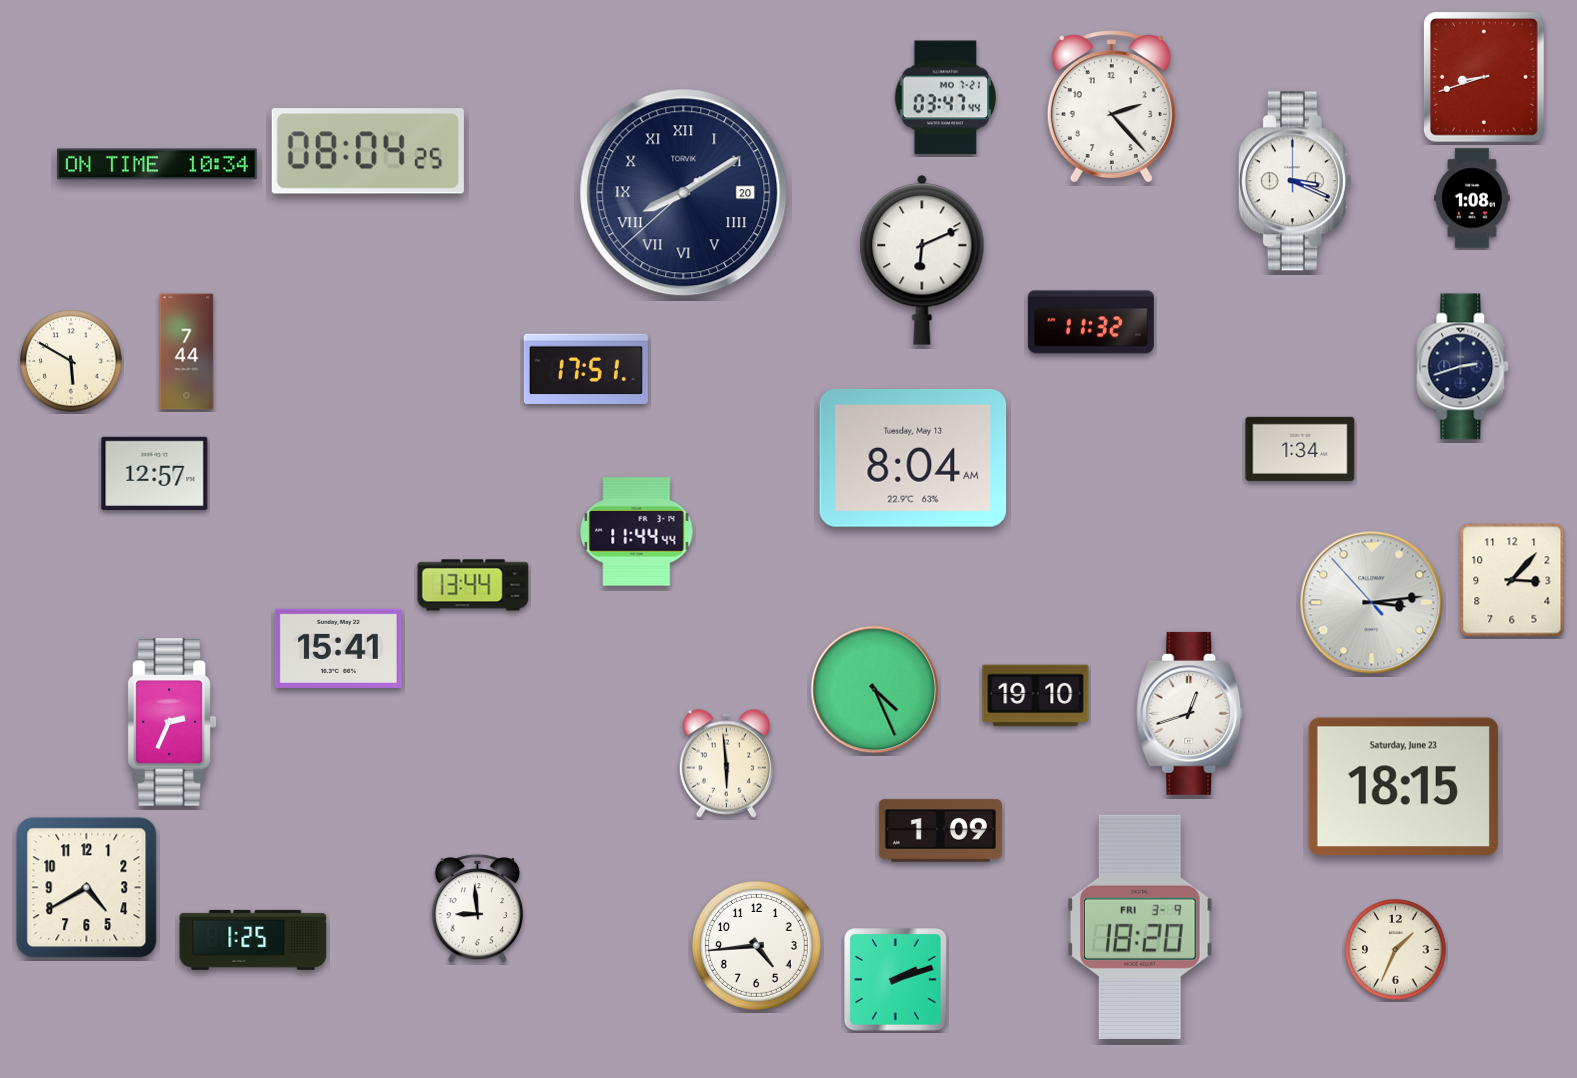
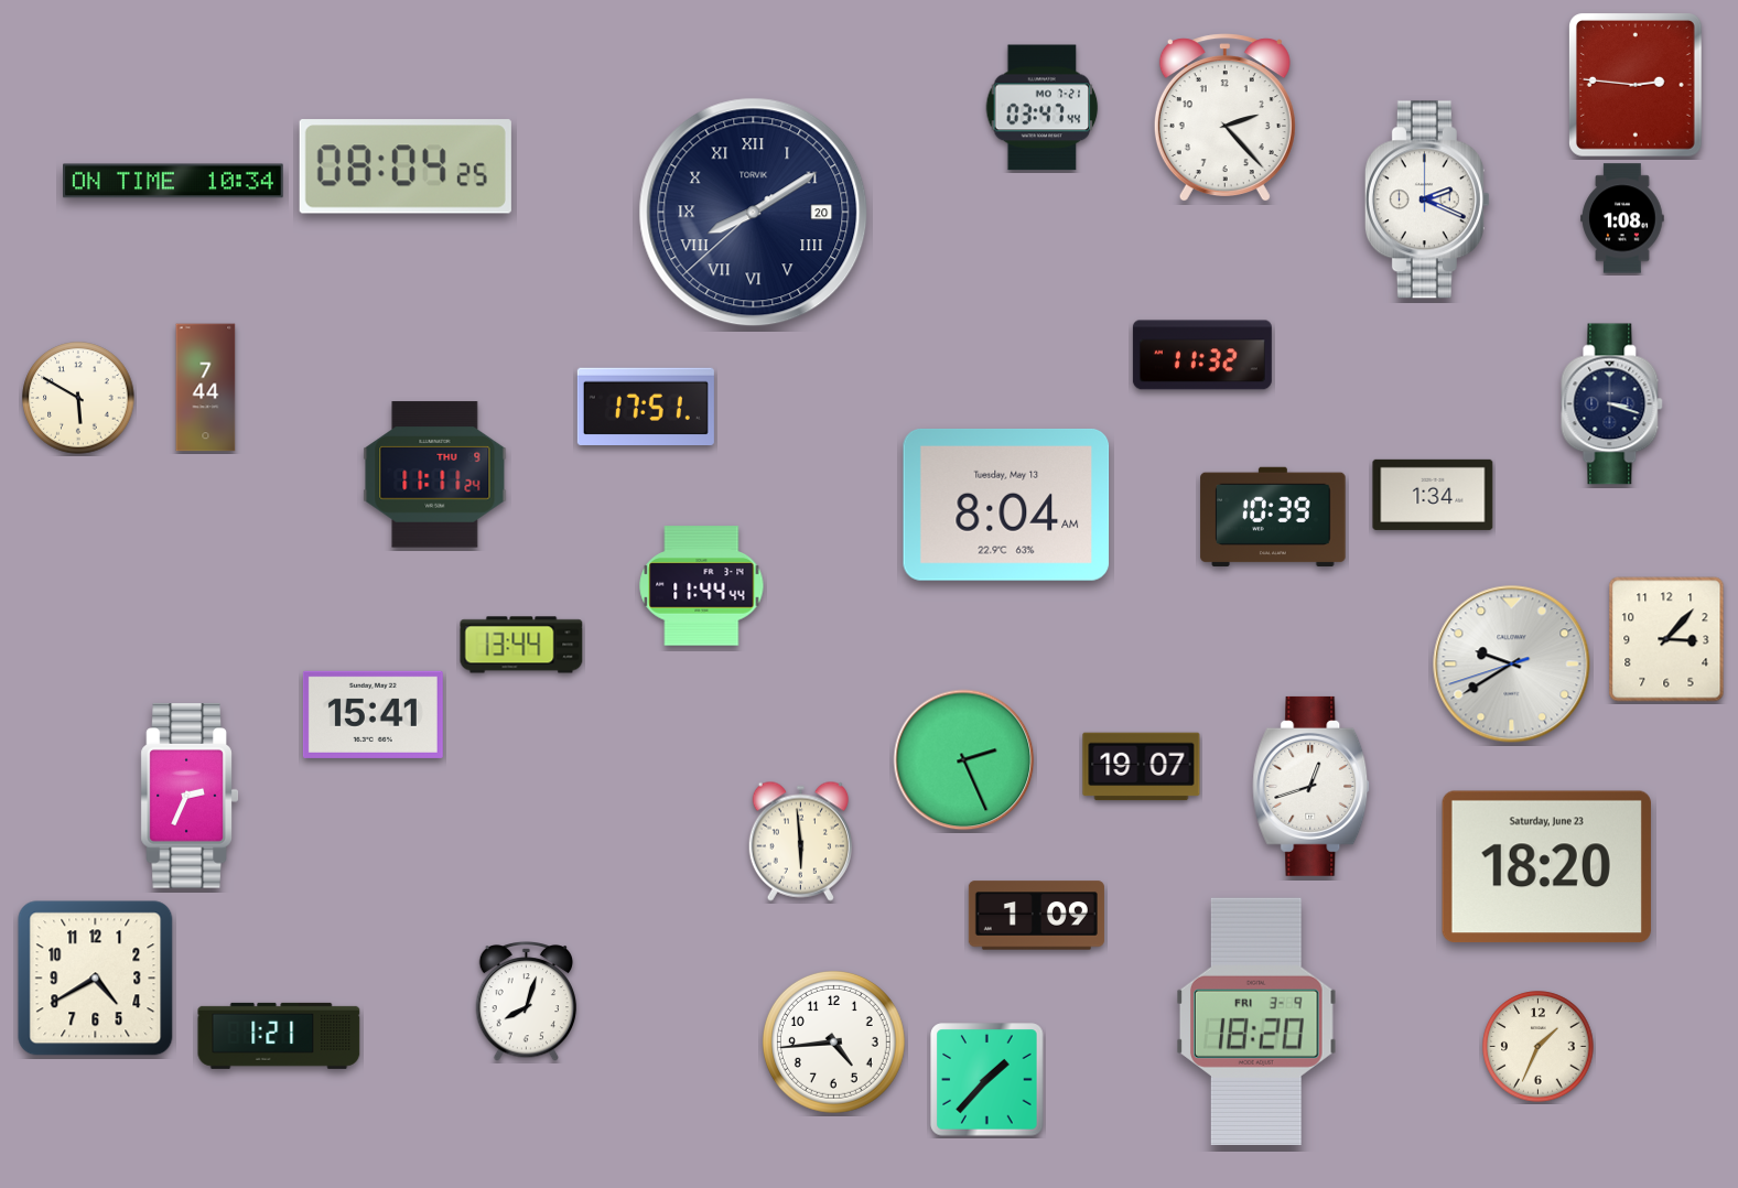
clock at (1484, 78): 8:42 -> 2:46
clock at (1295, 181): 3:19 -> 2:19
clock at (922, 260): 6:11 -> none
clock at (1463, 367): 2:42 -> 3:18
clock at (435, 475): none -> 11:11
clock at (1273, 517): none -> 10:39
clock at (155, 473): 12:57 -> none
clock at (1372, 603): 3:13 -> 9:39
clock at (875, 690): 4:26 -> 2:26
clock at (1036, 696): 19:10 -> 19:07
clock at (1403, 786): 18:15 -> 18:20
clock at (478, 909): 8:59 -> 8:03
clock at (253, 940): 1:25 -> 1:21
clock at (896, 980): 2:12 -> 1:37
